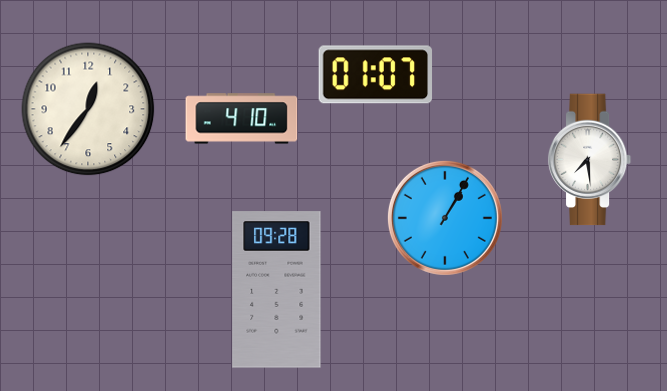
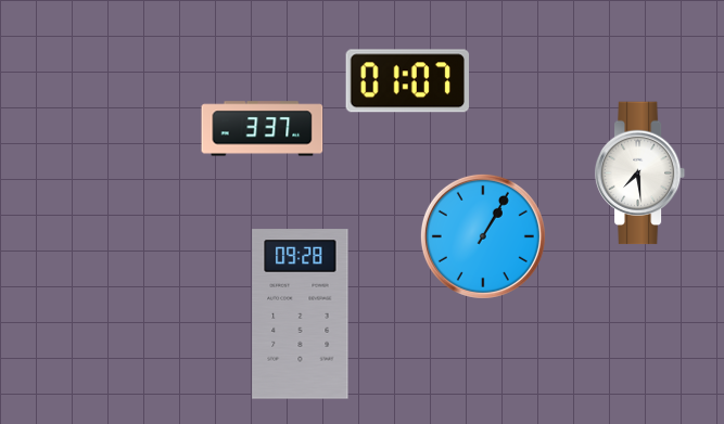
clock at (88, 109): 12:36 -> none
clock at (242, 119): 4:10 -> 3:37
